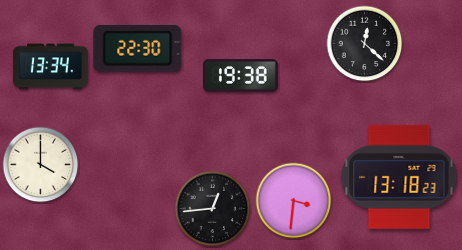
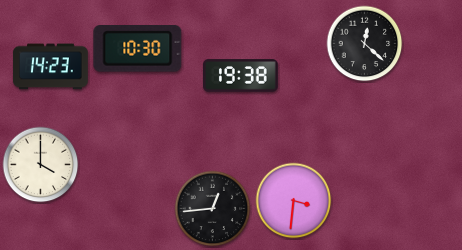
clock at (138, 49): 22:30 -> 10:30
clock at (51, 67): 13:34 -> 14:23
clock at (399, 177): 13:18 -> none
